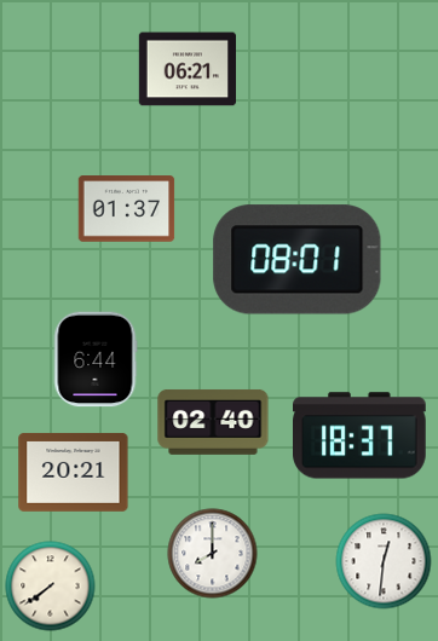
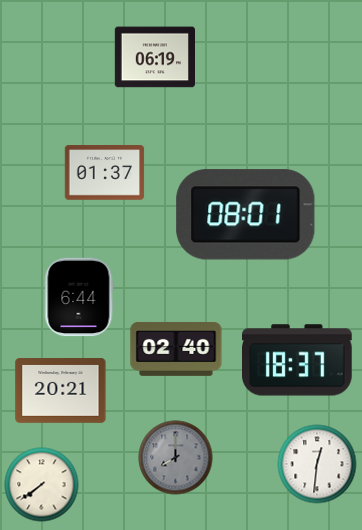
clock at (186, 69): 06:21 -> 06:19
clock at (213, 554) dial: white -> grey
